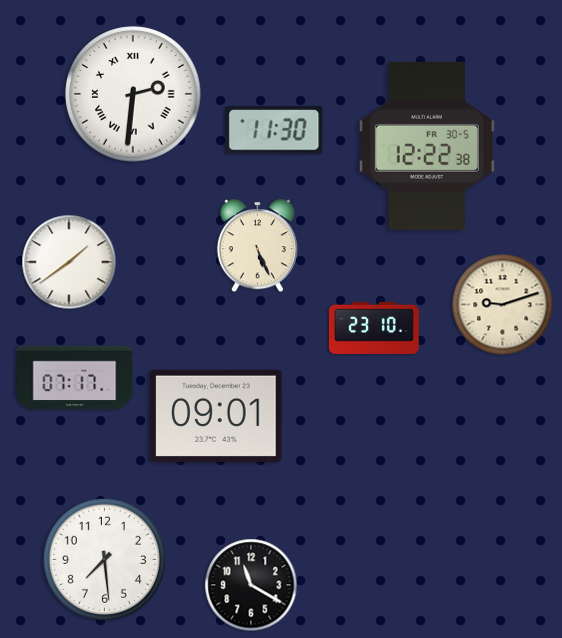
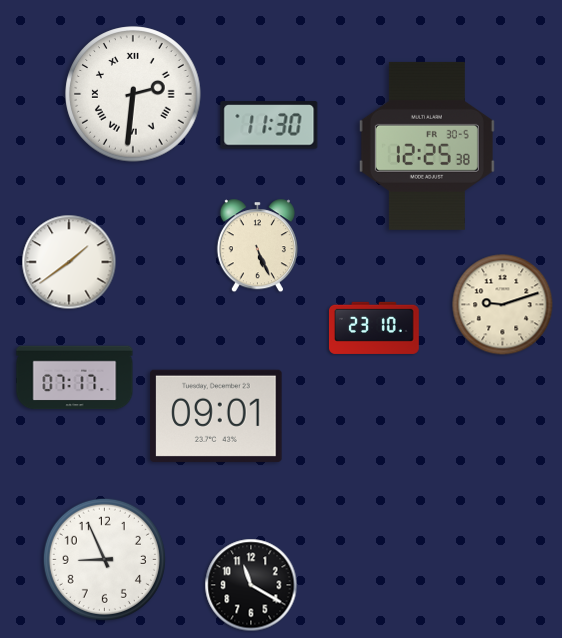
clock at (274, 130) position: (274, 130) -> (269, 125)
clock at (427, 146): 12:22 -> 12:25
clock at (104, 559): 7:29 -> 8:56
